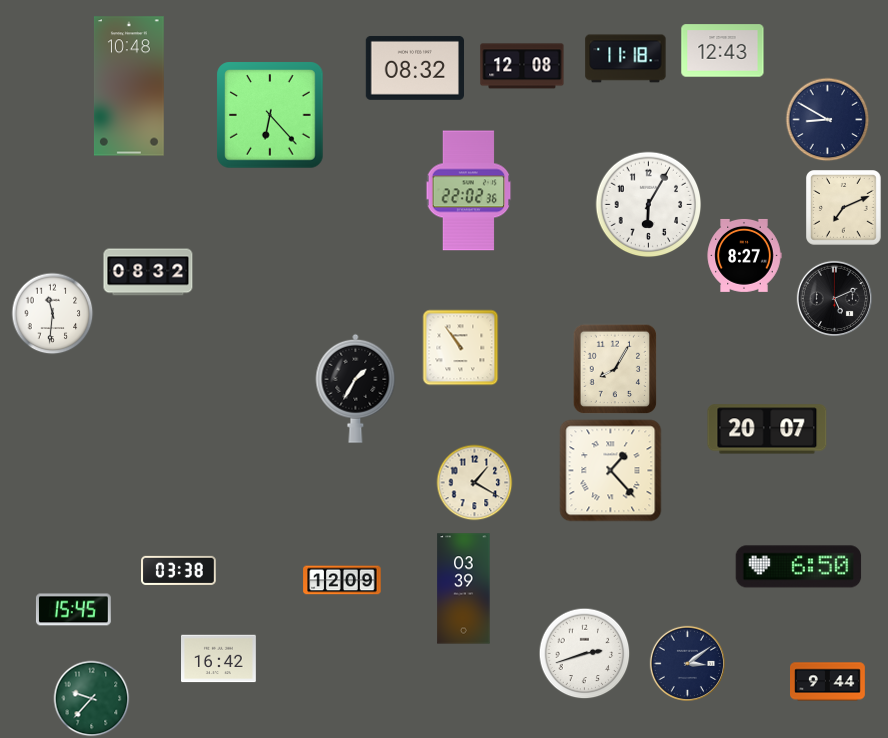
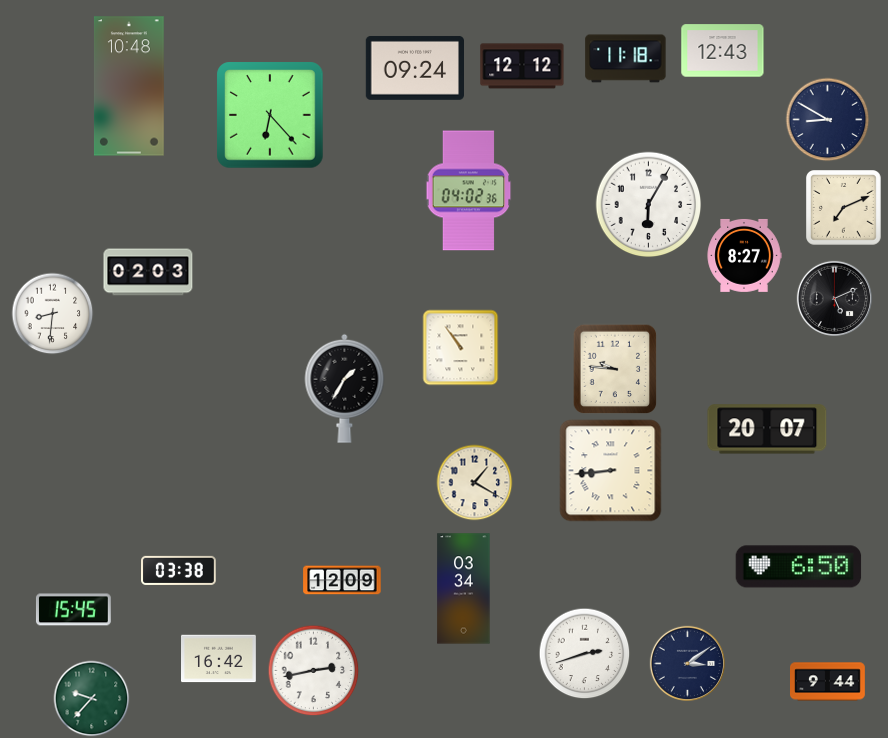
clock at (522, 66): 12:08 -> 12:12
clock at (415, 68): 08:32 -> 09:24
clock at (469, 191): 22:02 -> 04:02
clock at (148, 272): 08:32 -> 02:03
clock at (53, 314): 11:31 -> 8:31
clock at (615, 369): 8:05 -> 9:46
clock at (356, 388) position: (356, 388) -> (345, 388)
clock at (611, 471): 1:23 -> 8:44
clock at (464, 589): 03:39 -> 03:34
clock at (314, 671): none -> 2:43
